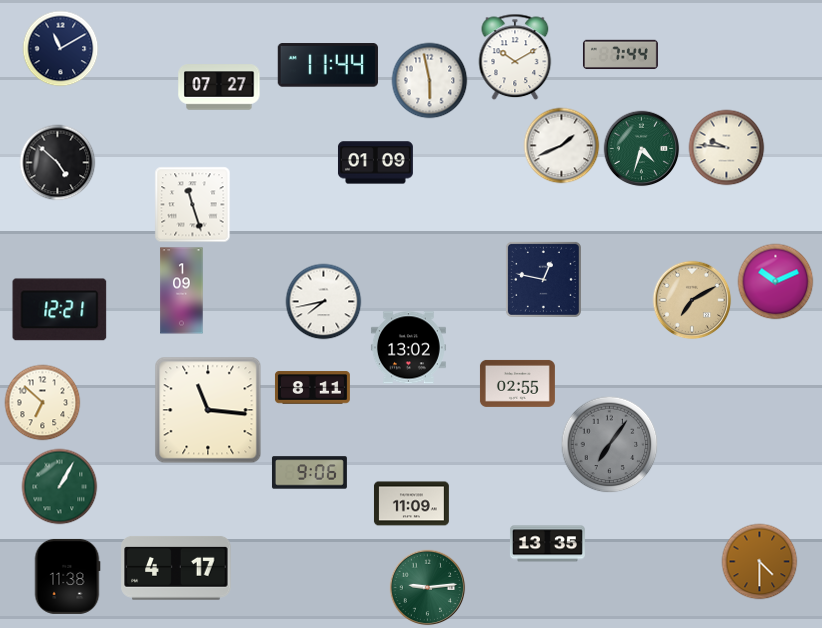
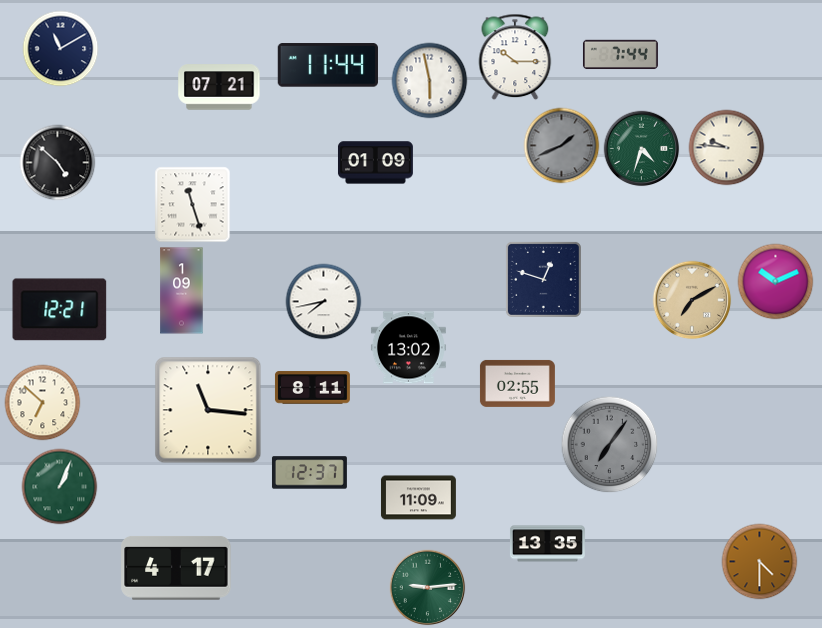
clock at (515, 57): 10:10 -> 10:15
clock at (219, 87): 07:27 -> 07:21
clock at (562, 146) dial: white -> grey
clock at (543, 279): 12:47 -> 12:48
clock at (309, 473): 9:06 -> 12:37
clock at (60, 487): 1:05 -> 1:04
clock at (411, 504) position: (411, 504) -> (418, 498)
clock at (67, 576): 11:38 -> none
